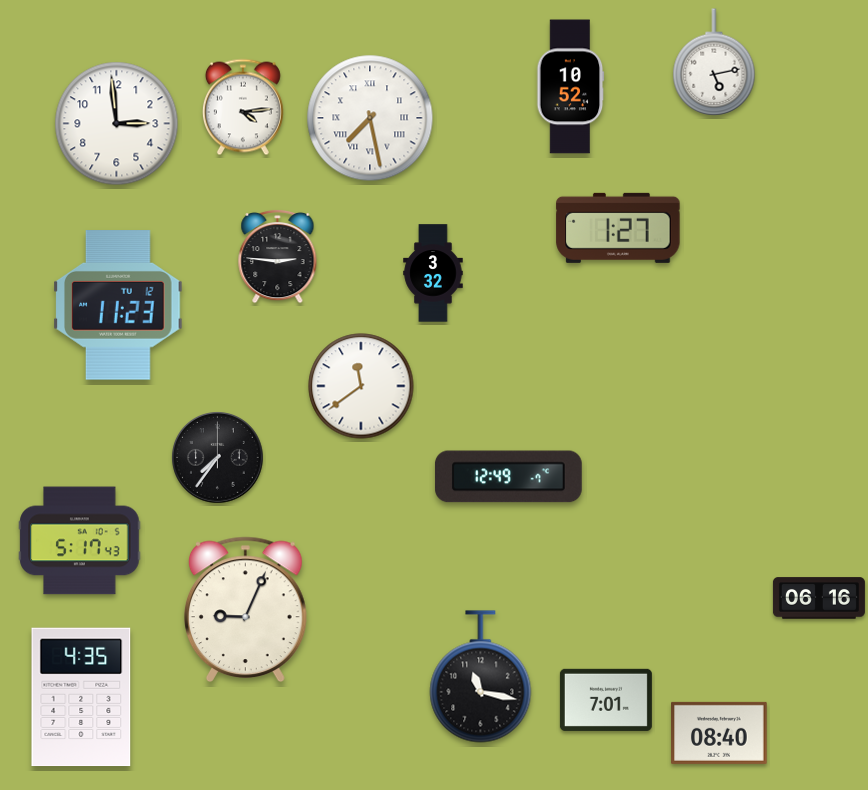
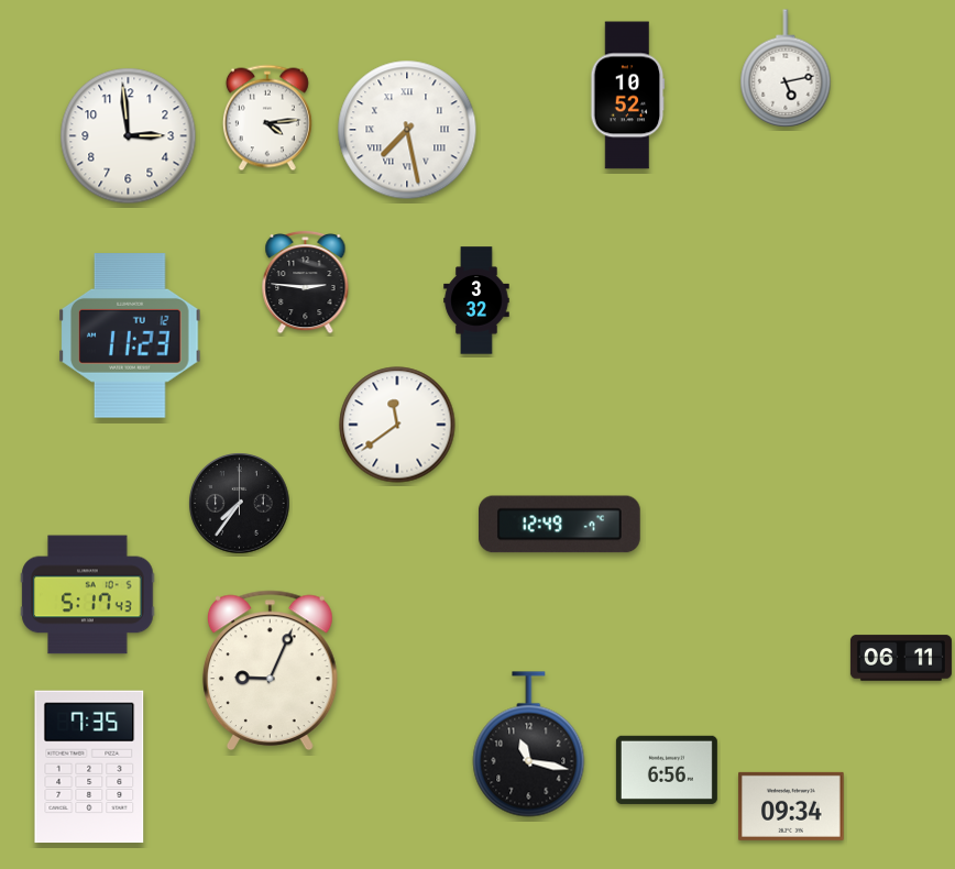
clock at (618, 228): 1:27 -> none
clock at (819, 598): 06:16 -> 06:11
clock at (81, 697): 4:35 -> 7:35
clock at (606, 700): 7:01 -> 6:56
clock at (719, 733): 08:40 -> 09:34
